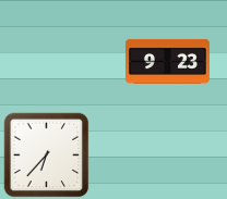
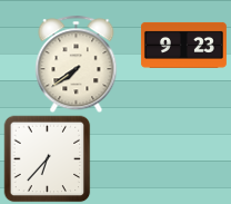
clock at (167, 61) position: (167, 61) -> (183, 45)
clock at (77, 64): none -> 7:39
